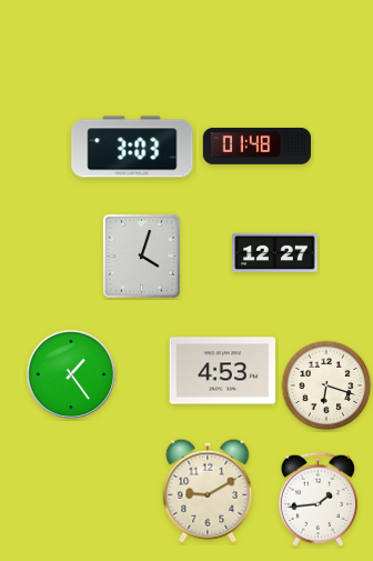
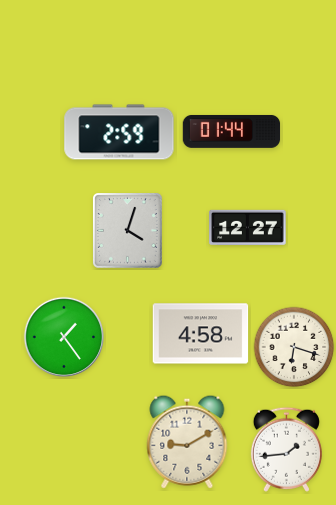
clock at (132, 147): 3:03 -> 2:59
clock at (258, 147): 01:48 -> 01:44
clock at (223, 371): 4:53 -> 4:58
